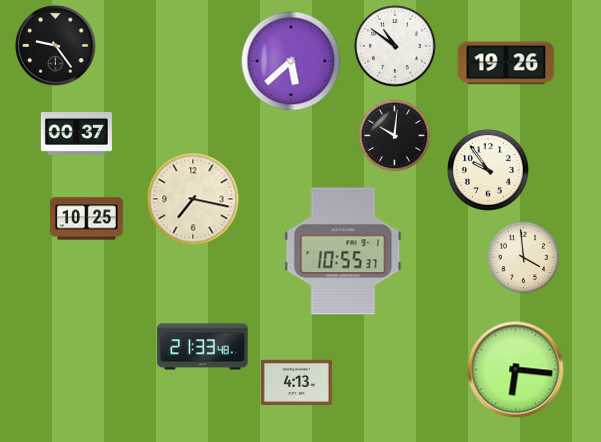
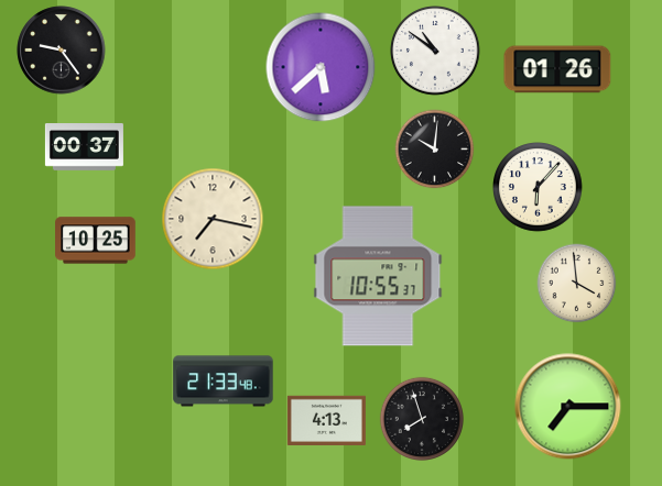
clock at (506, 63): 19:26 -> 01:26
clock at (488, 170): 9:54 -> 6:07
clock at (516, 370): 6:16 -> 7:15
clock at (421, 418): none -> 7:57
